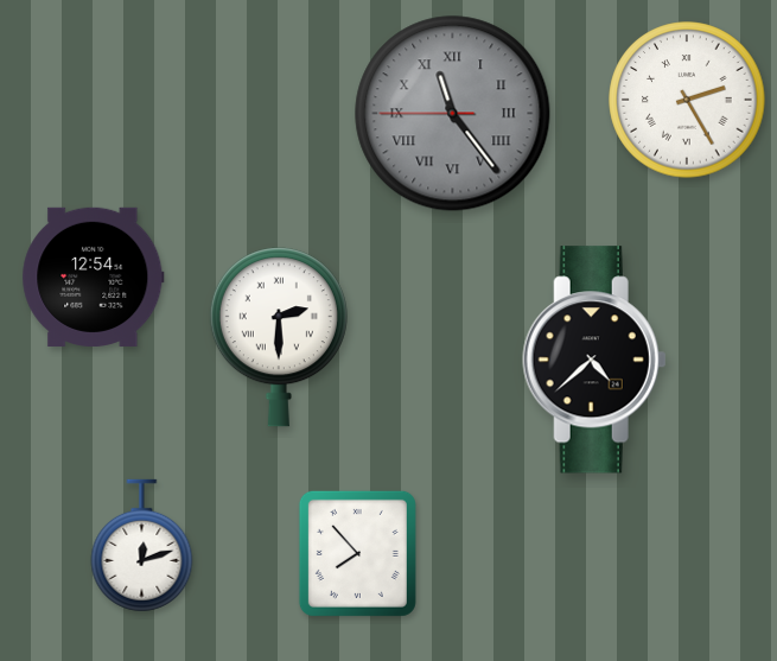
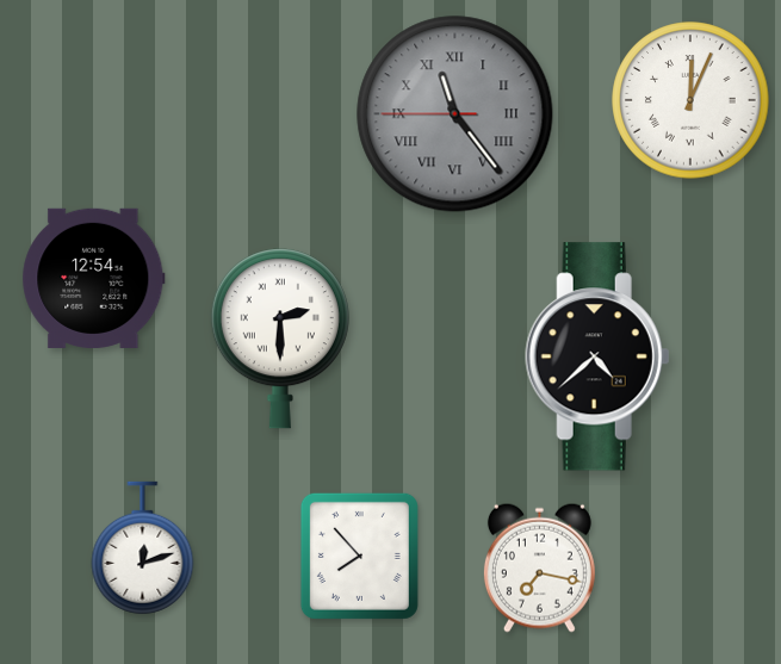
clock at (687, 100): 2:25 -> 12:04
clock at (594, 360) position: (594, 360) -> (597, 356)
clock at (539, 567): none -> 7:17
